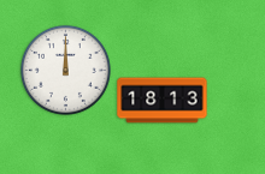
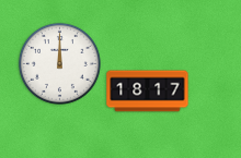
clock at (163, 101): 18:13 -> 18:17
